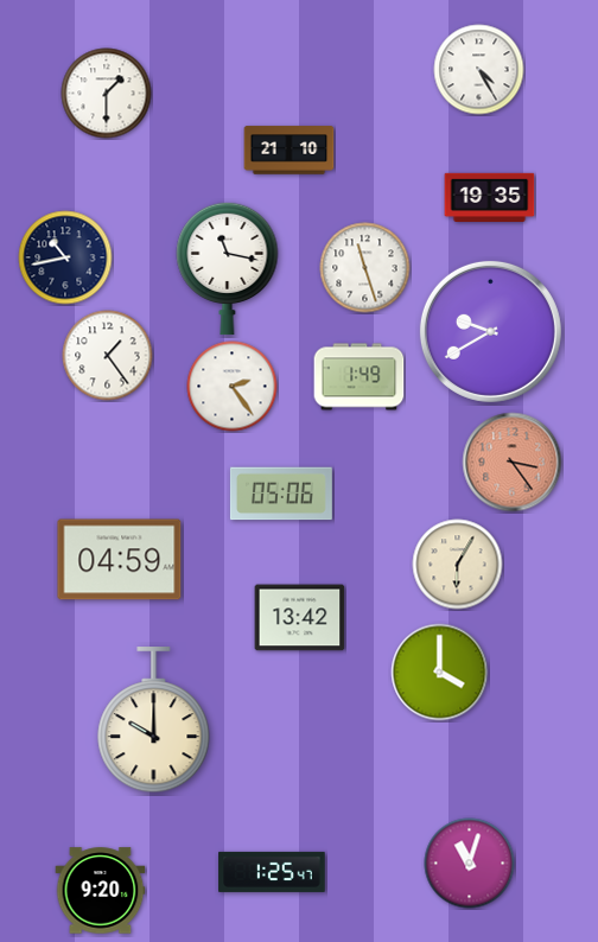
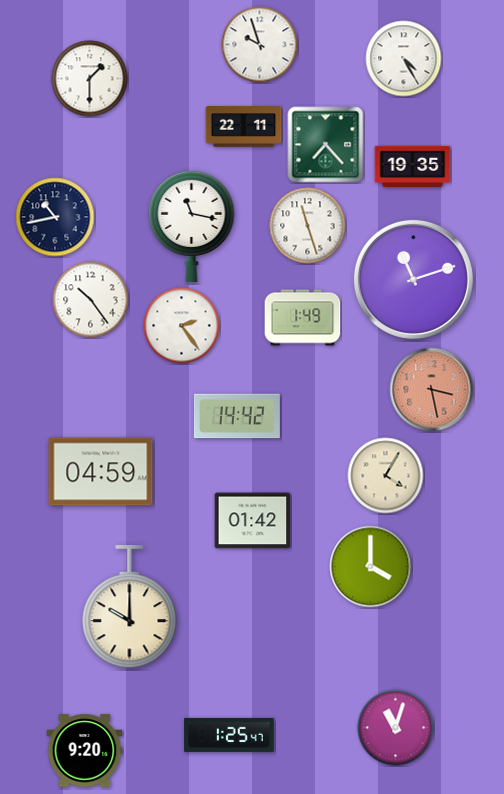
clock at (260, 45): none -> 9:57
clock at (290, 151): 21:10 -> 22:11
clock at (326, 145): none -> 7:23
clock at (490, 331): 9:40 -> 11:12
clock at (108, 356): 1:24 -> 10:24
clock at (233, 387) position: (233, 387) -> (182, 326)
clock at (513, 463): 3:24 -> 3:28
clock at (281, 494): 05:06 -> 14:42
clock at (458, 565): 6:05 -> 4:05
clock at (300, 618): 13:42 -> 01:42
